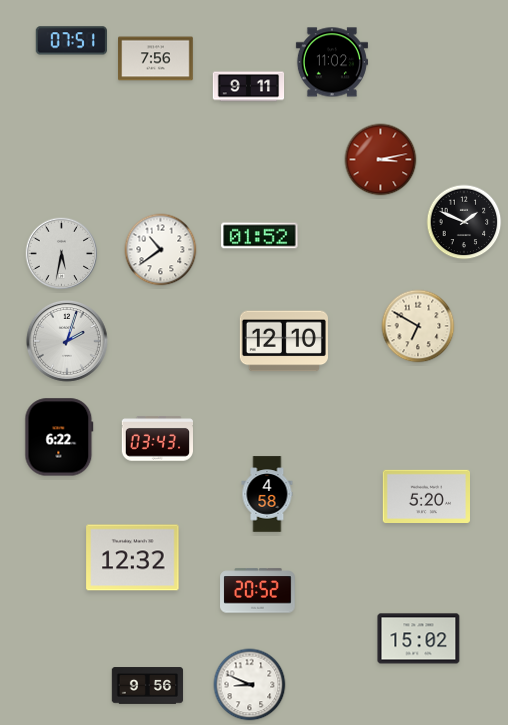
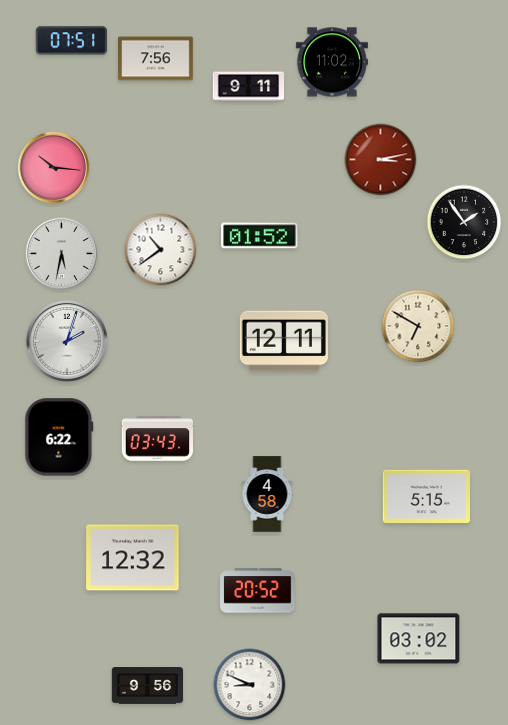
clock at (54, 168): none -> 10:16
clock at (464, 222): 1:49 -> 1:54
clock at (284, 341): 12:10 -> 12:11
clock at (427, 496): 5:20 -> 5:15
clock at (419, 639): 15:02 -> 03:02
